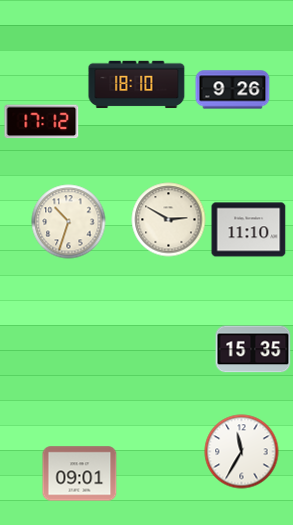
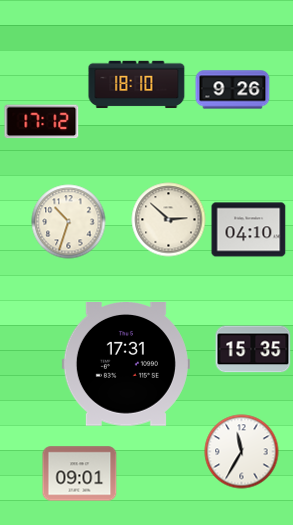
clock at (169, 220): 2:50 -> 2:52
clock at (249, 230): 11:10 -> 04:10
clock at (126, 365): none -> 17:31
